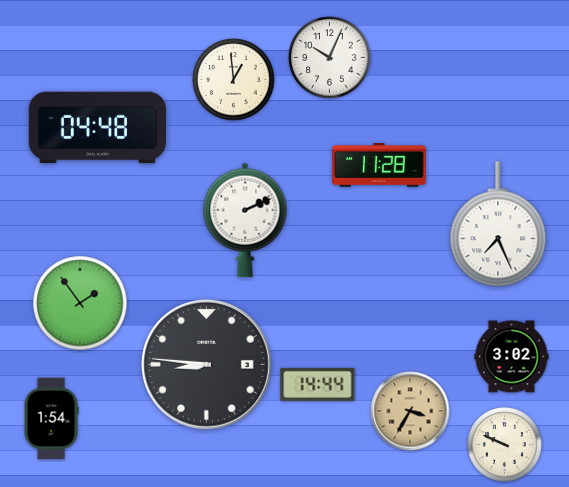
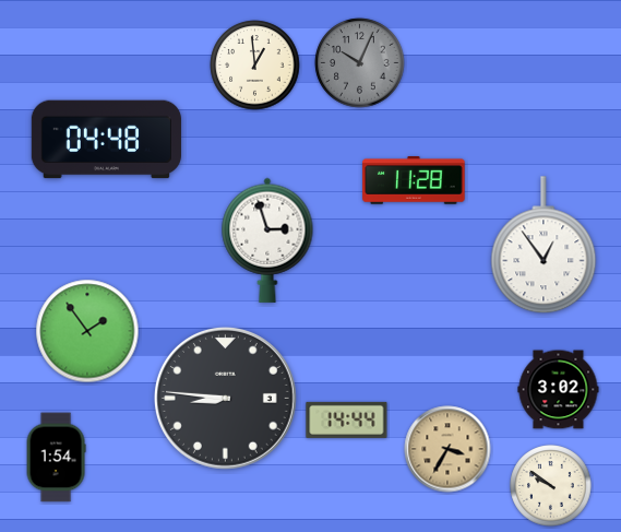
clock at (330, 58) dial: white -> grey
clock at (234, 80) position: (234, 80) -> (255, 66)
clock at (245, 220): 2:11 -> 2:57
clock at (498, 225): 7:26 -> 12:54
clock at (505, 445): 9:49 -> 9:51
